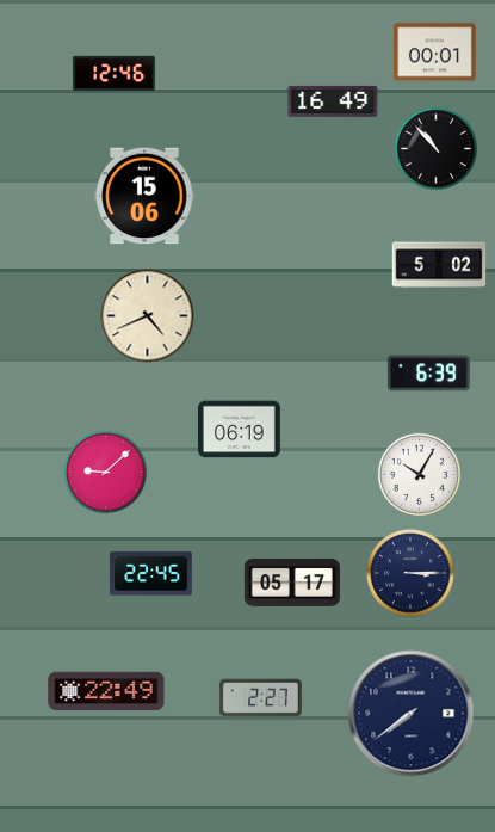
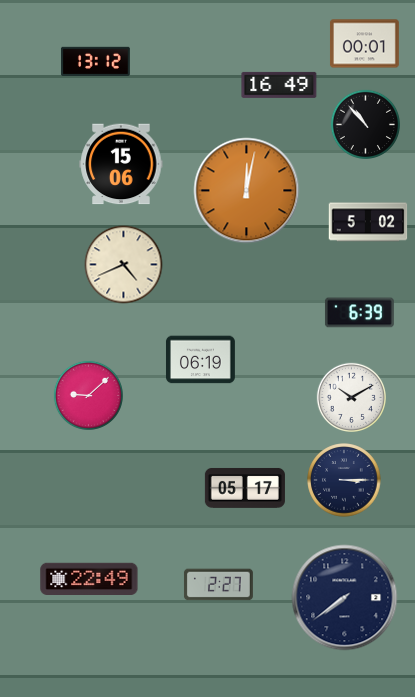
clock at (113, 73): 12:46 -> 13:12
clock at (247, 191): none -> 12:02
clock at (419, 474): 10:05 -> 10:10
clock at (150, 574): 22:45 -> none
